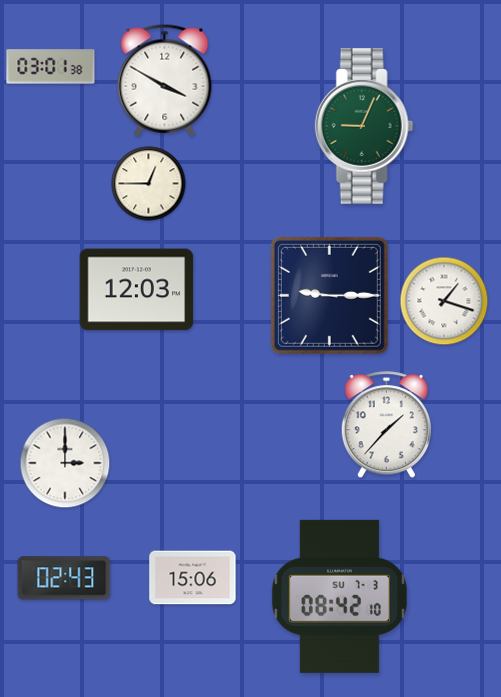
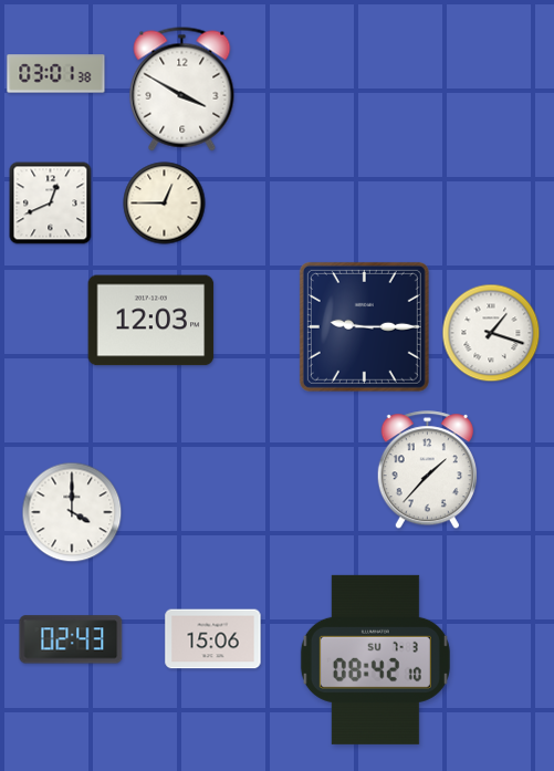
clock at (364, 127): 9:04 -> none
clock at (51, 204): none -> 12:41
clock at (65, 463): 3:00 -> 4:00
